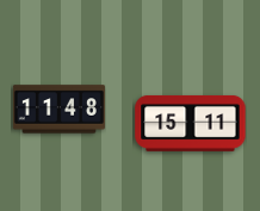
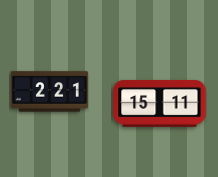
clock at (58, 110): 11:48 -> 2:21
